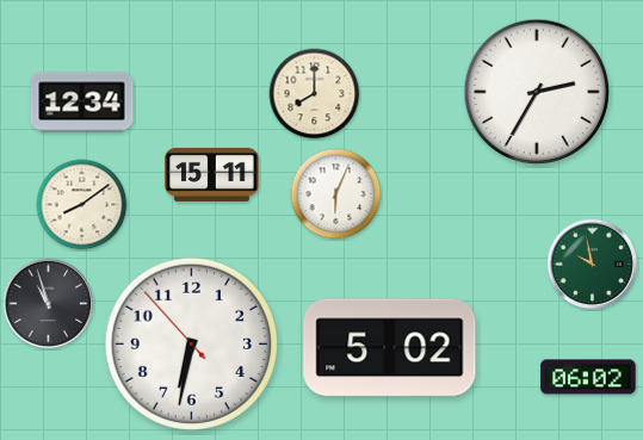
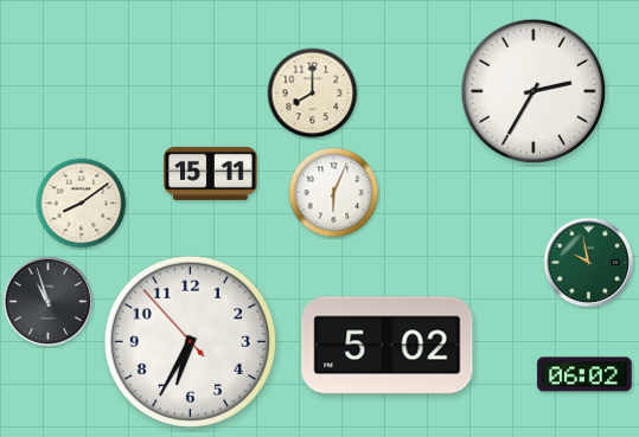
clock at (82, 103): 12:34 -> none
clock at (191, 343): 6:31 -> 6:34
